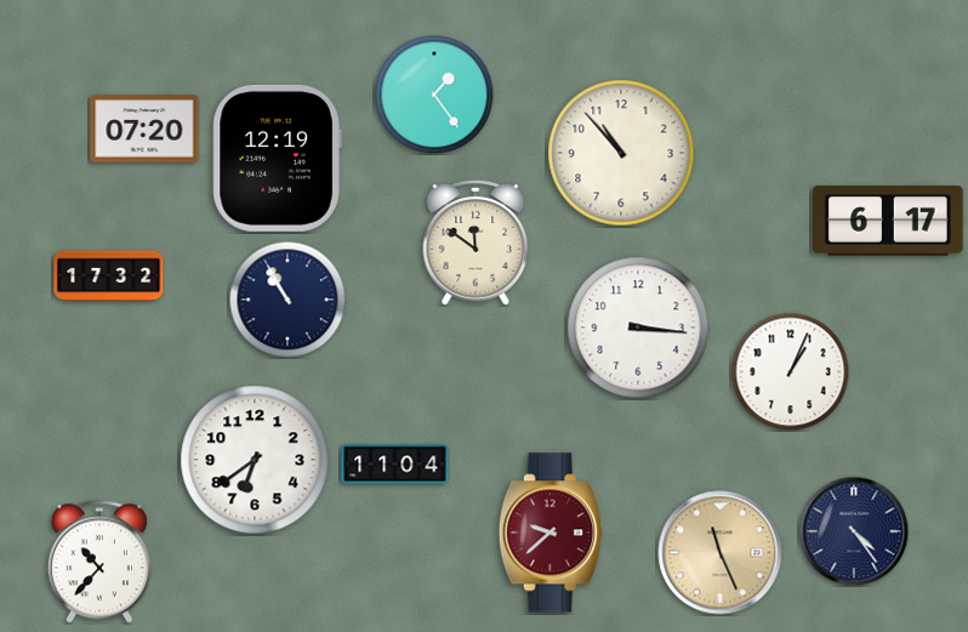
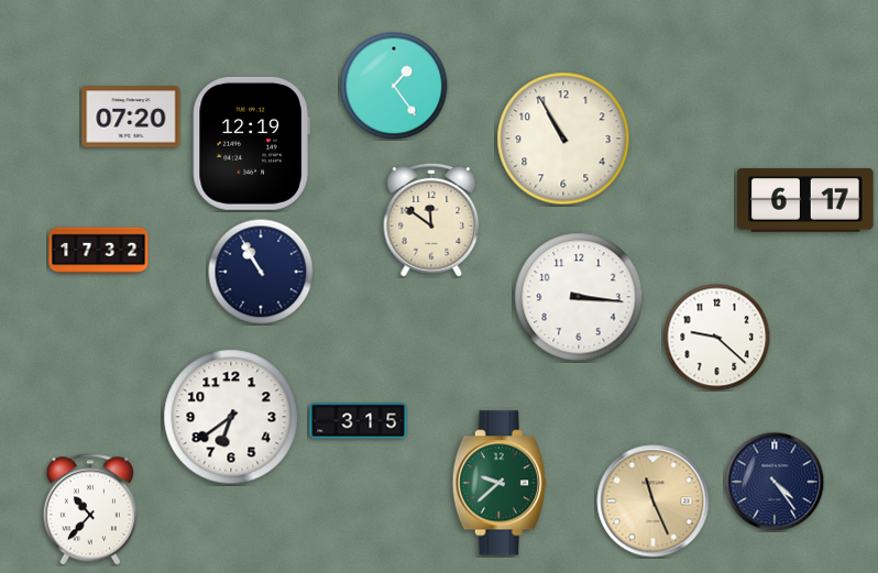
clock at (621, 153): 10:53 -> 10:55
clock at (790, 371): 1:04 -> 9:22
clock at (395, 465): 11:04 -> 3:15
clock at (551, 533) dial: burgundy -> green
